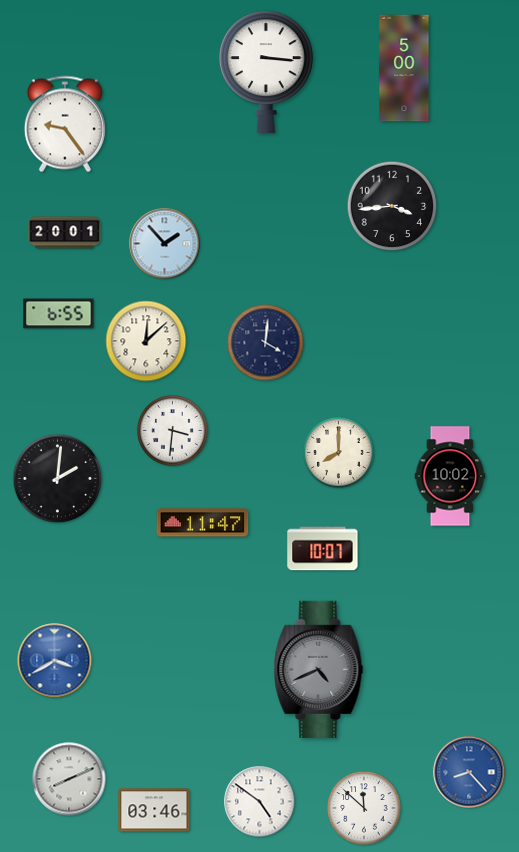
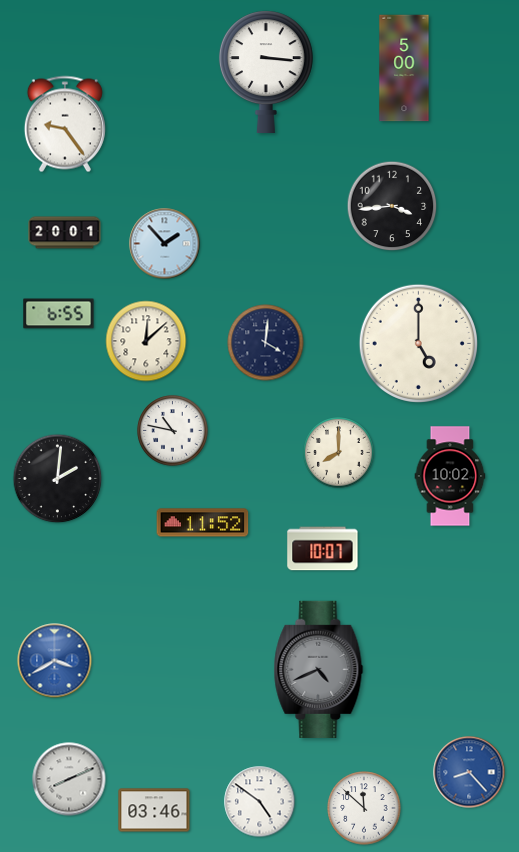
clock at (418, 343): none -> 5:00
clock at (173, 431): 3:31 -> 10:47
clock at (203, 523): 11:47 -> 11:52
